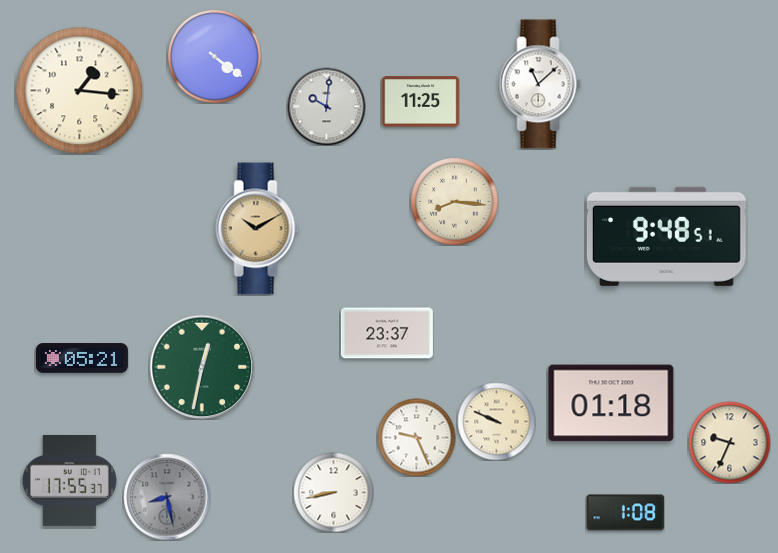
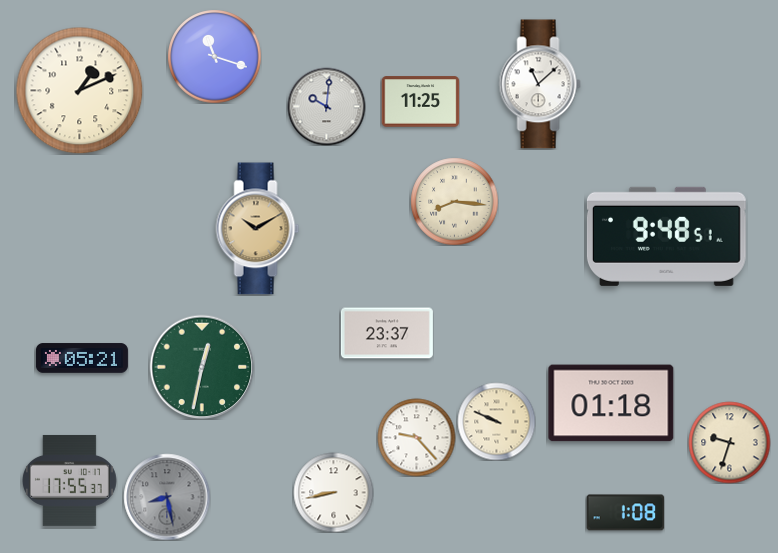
clock at (214, 56): 4:21 -> 11:18
clock at (79, 90): 1:16 -> 1:11
clock at (416, 437): 9:26 -> 9:23
clock at (729, 442): 9:34 -> 9:33
